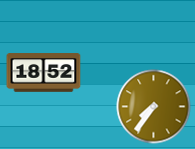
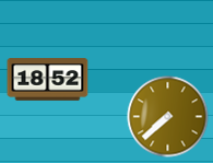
clock at (154, 107): 7:36 -> 7:38
